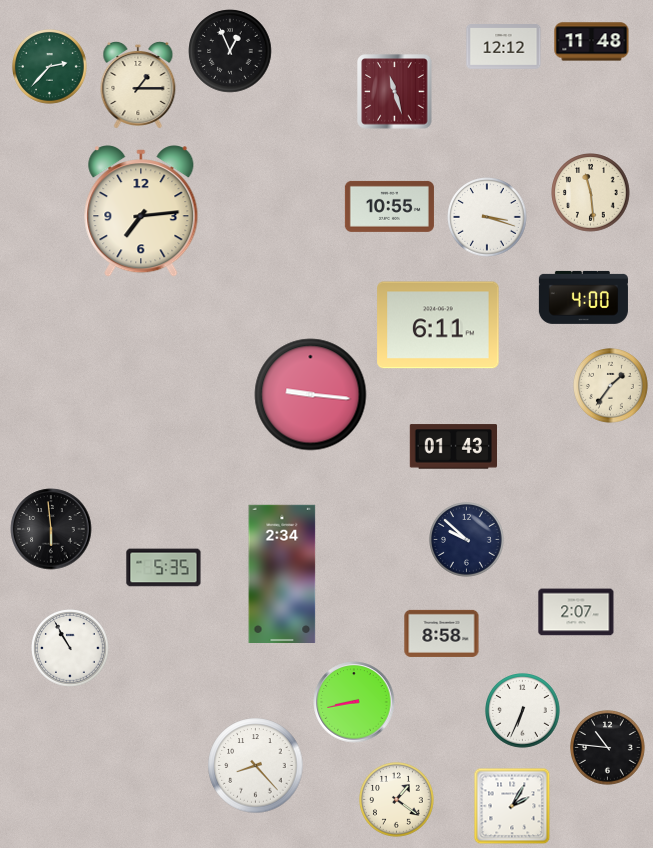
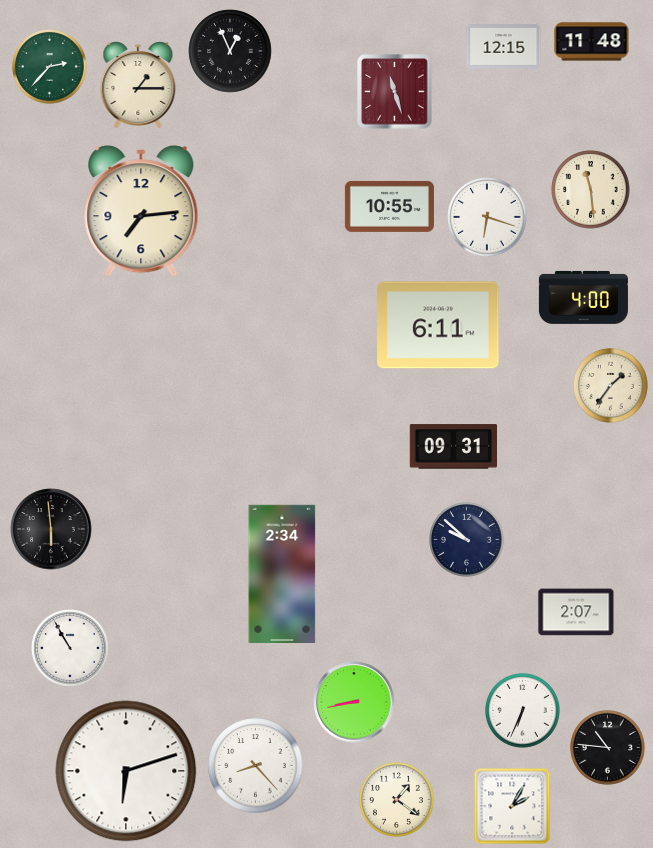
clock at (504, 47): 12:12 -> 12:15
clock at (591, 193) position: (591, 193) -> (591, 190)
clock at (487, 217): 3:18 -> 6:18
clock at (311, 395): 9:16 -> none
clock at (453, 447): 01:43 -> 09:31
clock at (164, 568): 5:35 -> none
clock at (442, 633): 8:58 -> none
clock at (126, 771): none -> 6:12
